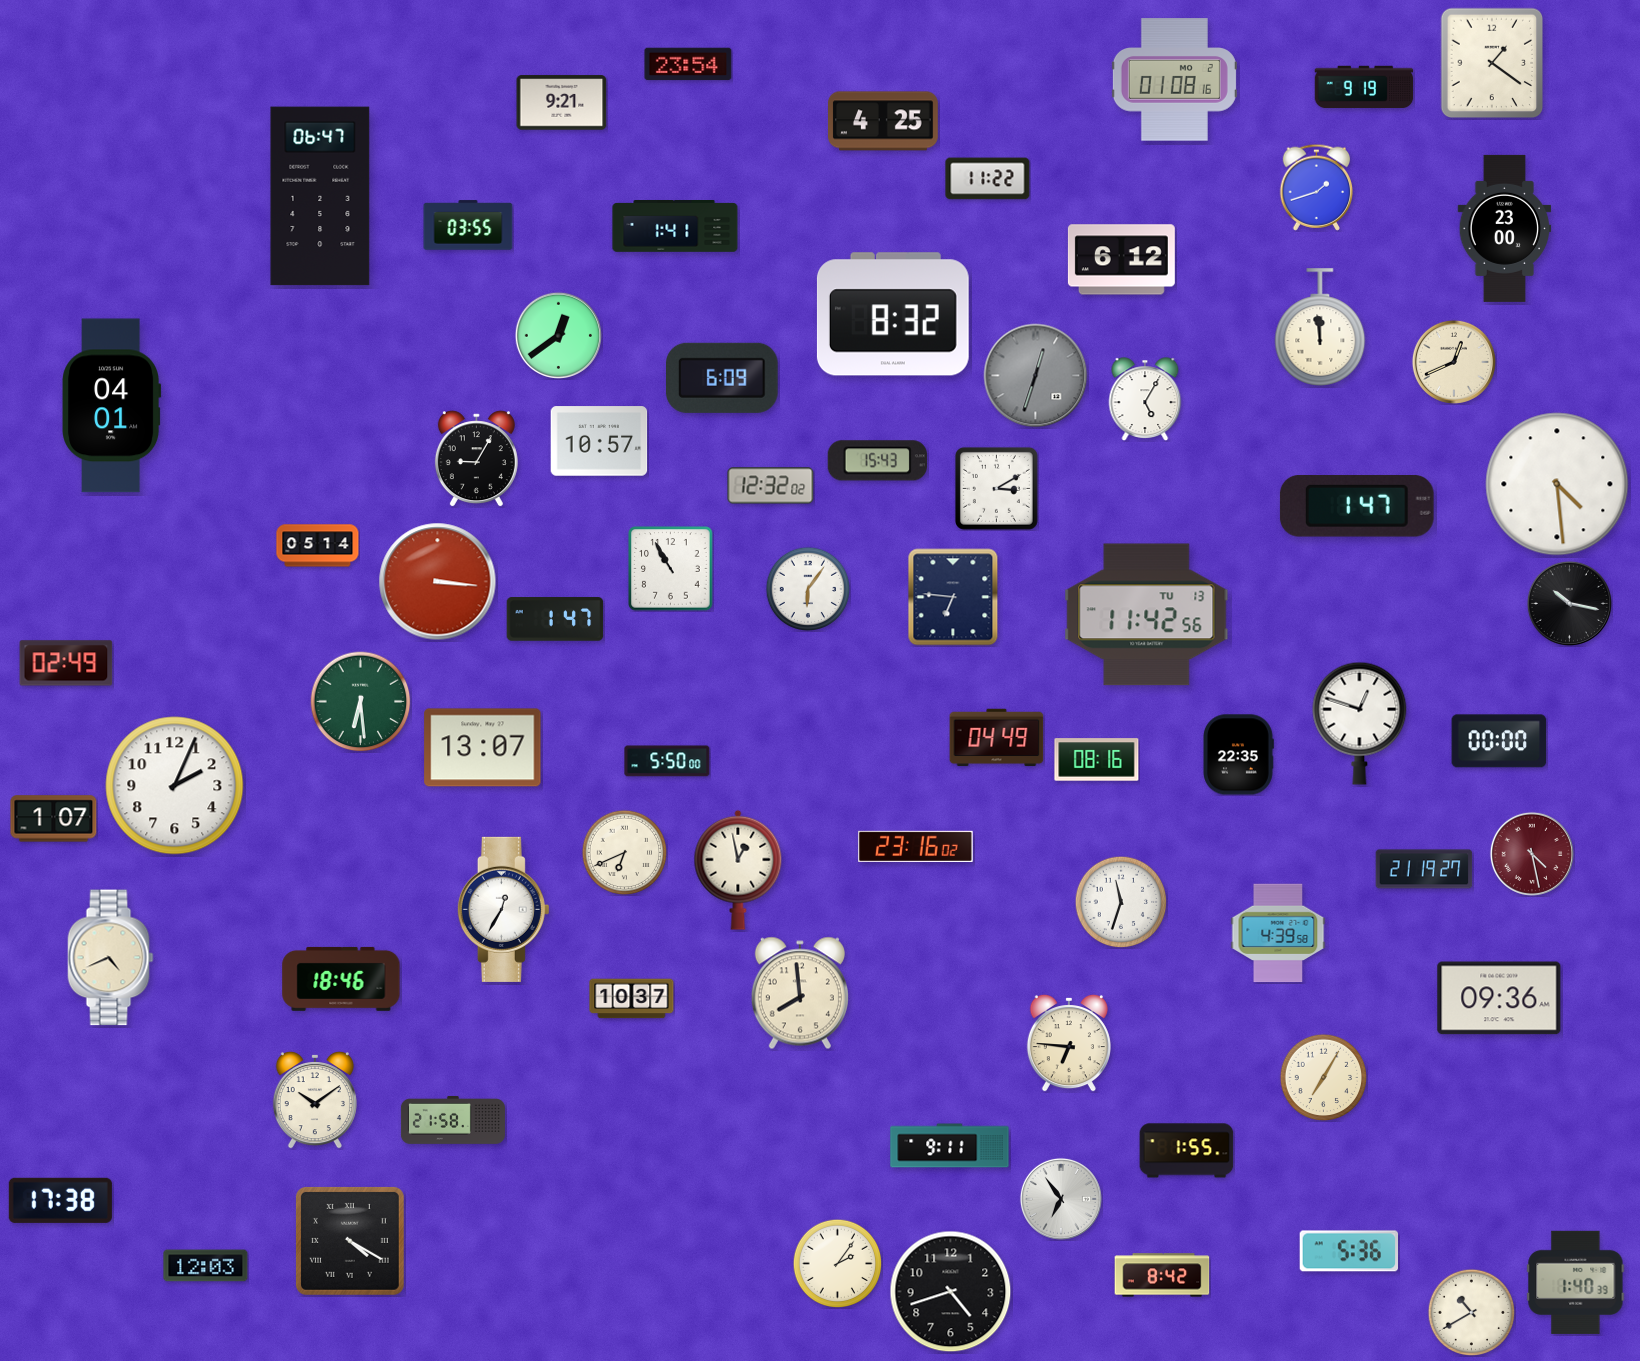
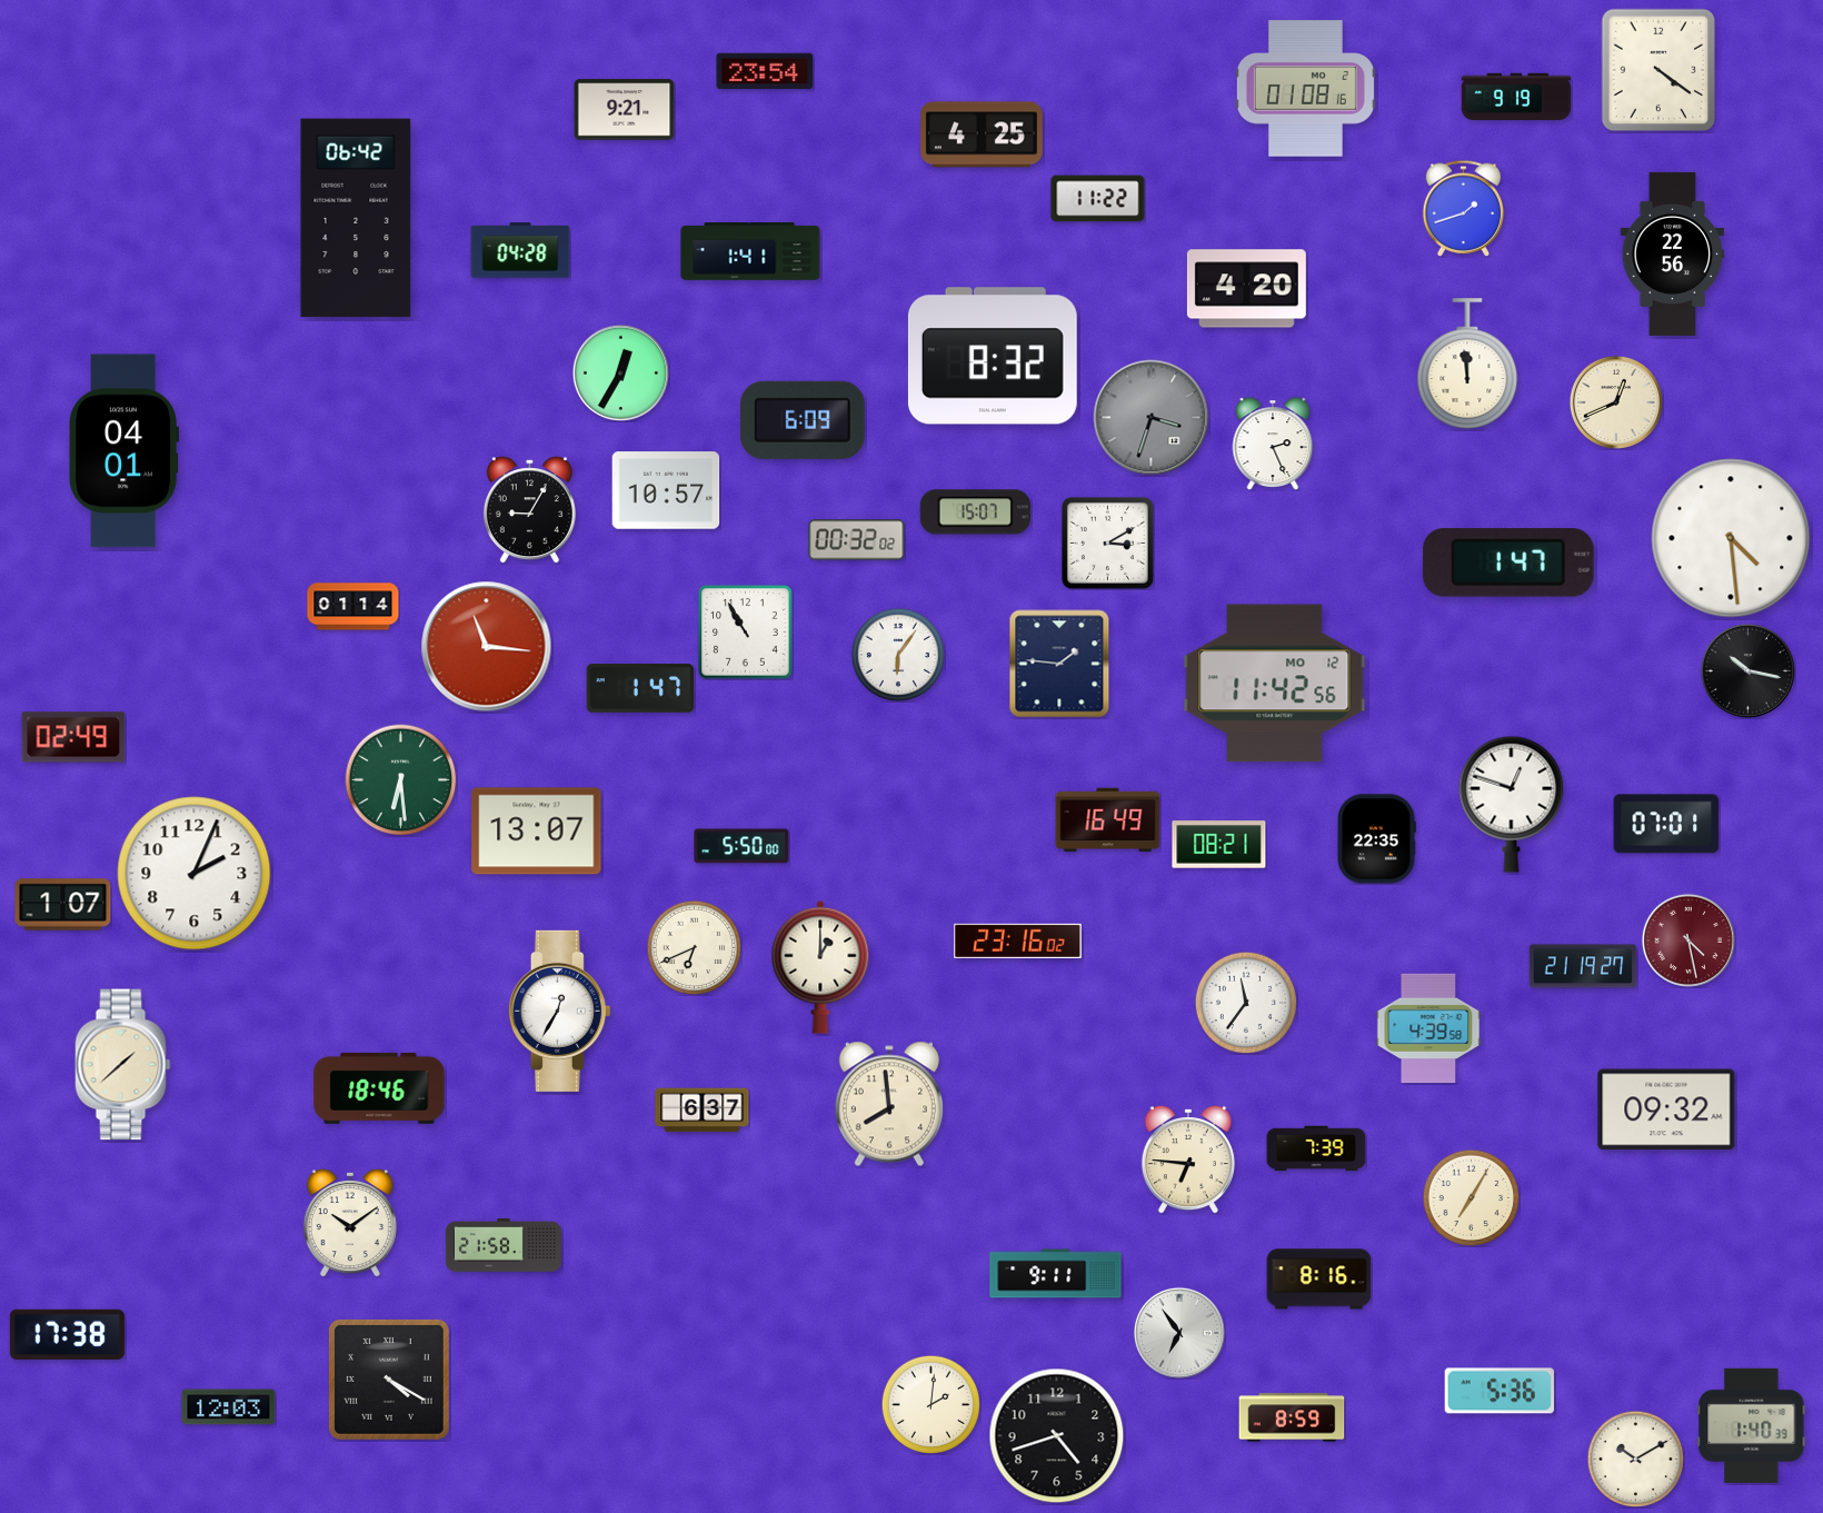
clock at (1492, 63): 1:21 -> 4:21
clock at (562, 103) position: (562, 103) -> (625, 110)
clock at (320, 196): 06:47 -> 06:42
clock at (468, 225): 03:55 -> 04:28
clock at (1505, 228): 23:00 -> 22:56
clock at (1121, 260): 6:12 -> 4:20
clock at (893, 314) position: (893, 314) -> (993, 356)
clock at (558, 335): 12:39 -> 12:35
clock at (1036, 376): 12:33 -> 3:33
clock at (1145, 399): 5:05 -> 2:26
clock at (877, 461): 15:43 -> 15:07
clock at (771, 486): 12:32 -> 00:32
clock at (318, 546): 05:14 -> 01:14
clock at (438, 582): 3:16 -> 11:16
clock at (953, 597): 6:46 -> 1:46
clock at (1569, 603) position: (1569, 603) -> (1747, 670)
clock at (1147, 615) date: TU 13 -> MO 12
clock at (555, 619) position: (555, 619) -> (640, 688)
clock at (997, 738): 04:49 -> 16:49
clock at (1499, 741): 00:00 -> 07:01
clock at (1097, 760): 08:16 -> 08:21
clock at (54, 819) position: (54, 819) -> (63, 905)
clock at (1532, 854) position: (1532, 854) -> (1688, 940)
clock at (738, 870): 12:58 -> 1:00
clock at (1121, 902): 11:33 -> 11:36
clock at (1278, 933) position: (1278, 933) -> (1428, 1028)
clock at (111, 958): 4:41 -> 1:38
clock at (1499, 998): 09:36 -> 09:32
clock at (632, 999): 10:37 -> 6:37
clock at (1316, 1148): none -> 7:39
clock at (1187, 1151): 1:55 -> 8:16
clock at (837, 1263): 2:06 -> 2:01
clock at (1162, 1275): 8:42 -> 8:59
clock at (1471, 1312): 10:40 -> 10:10
